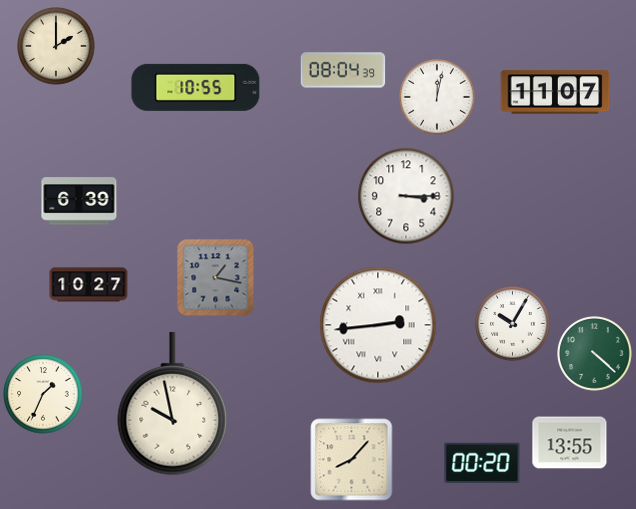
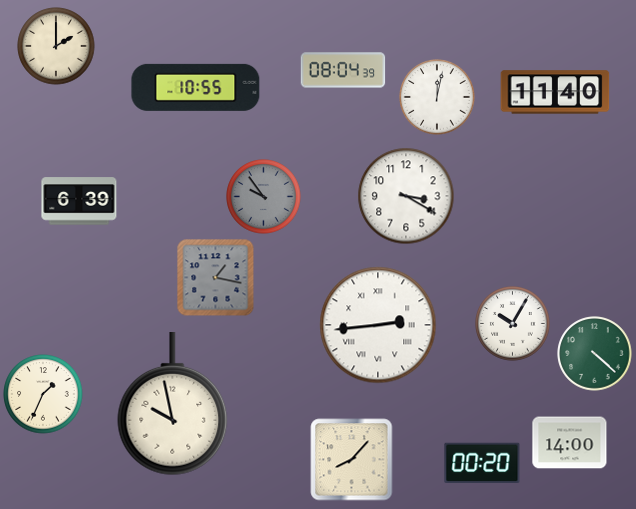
clock at (555, 92): 11:07 -> 11:40
clock at (406, 196): 3:15 -> 3:20
clock at (264, 197): none -> 9:54
clock at (89, 285): 10:27 -> none
clock at (570, 443): 13:55 -> 14:00
